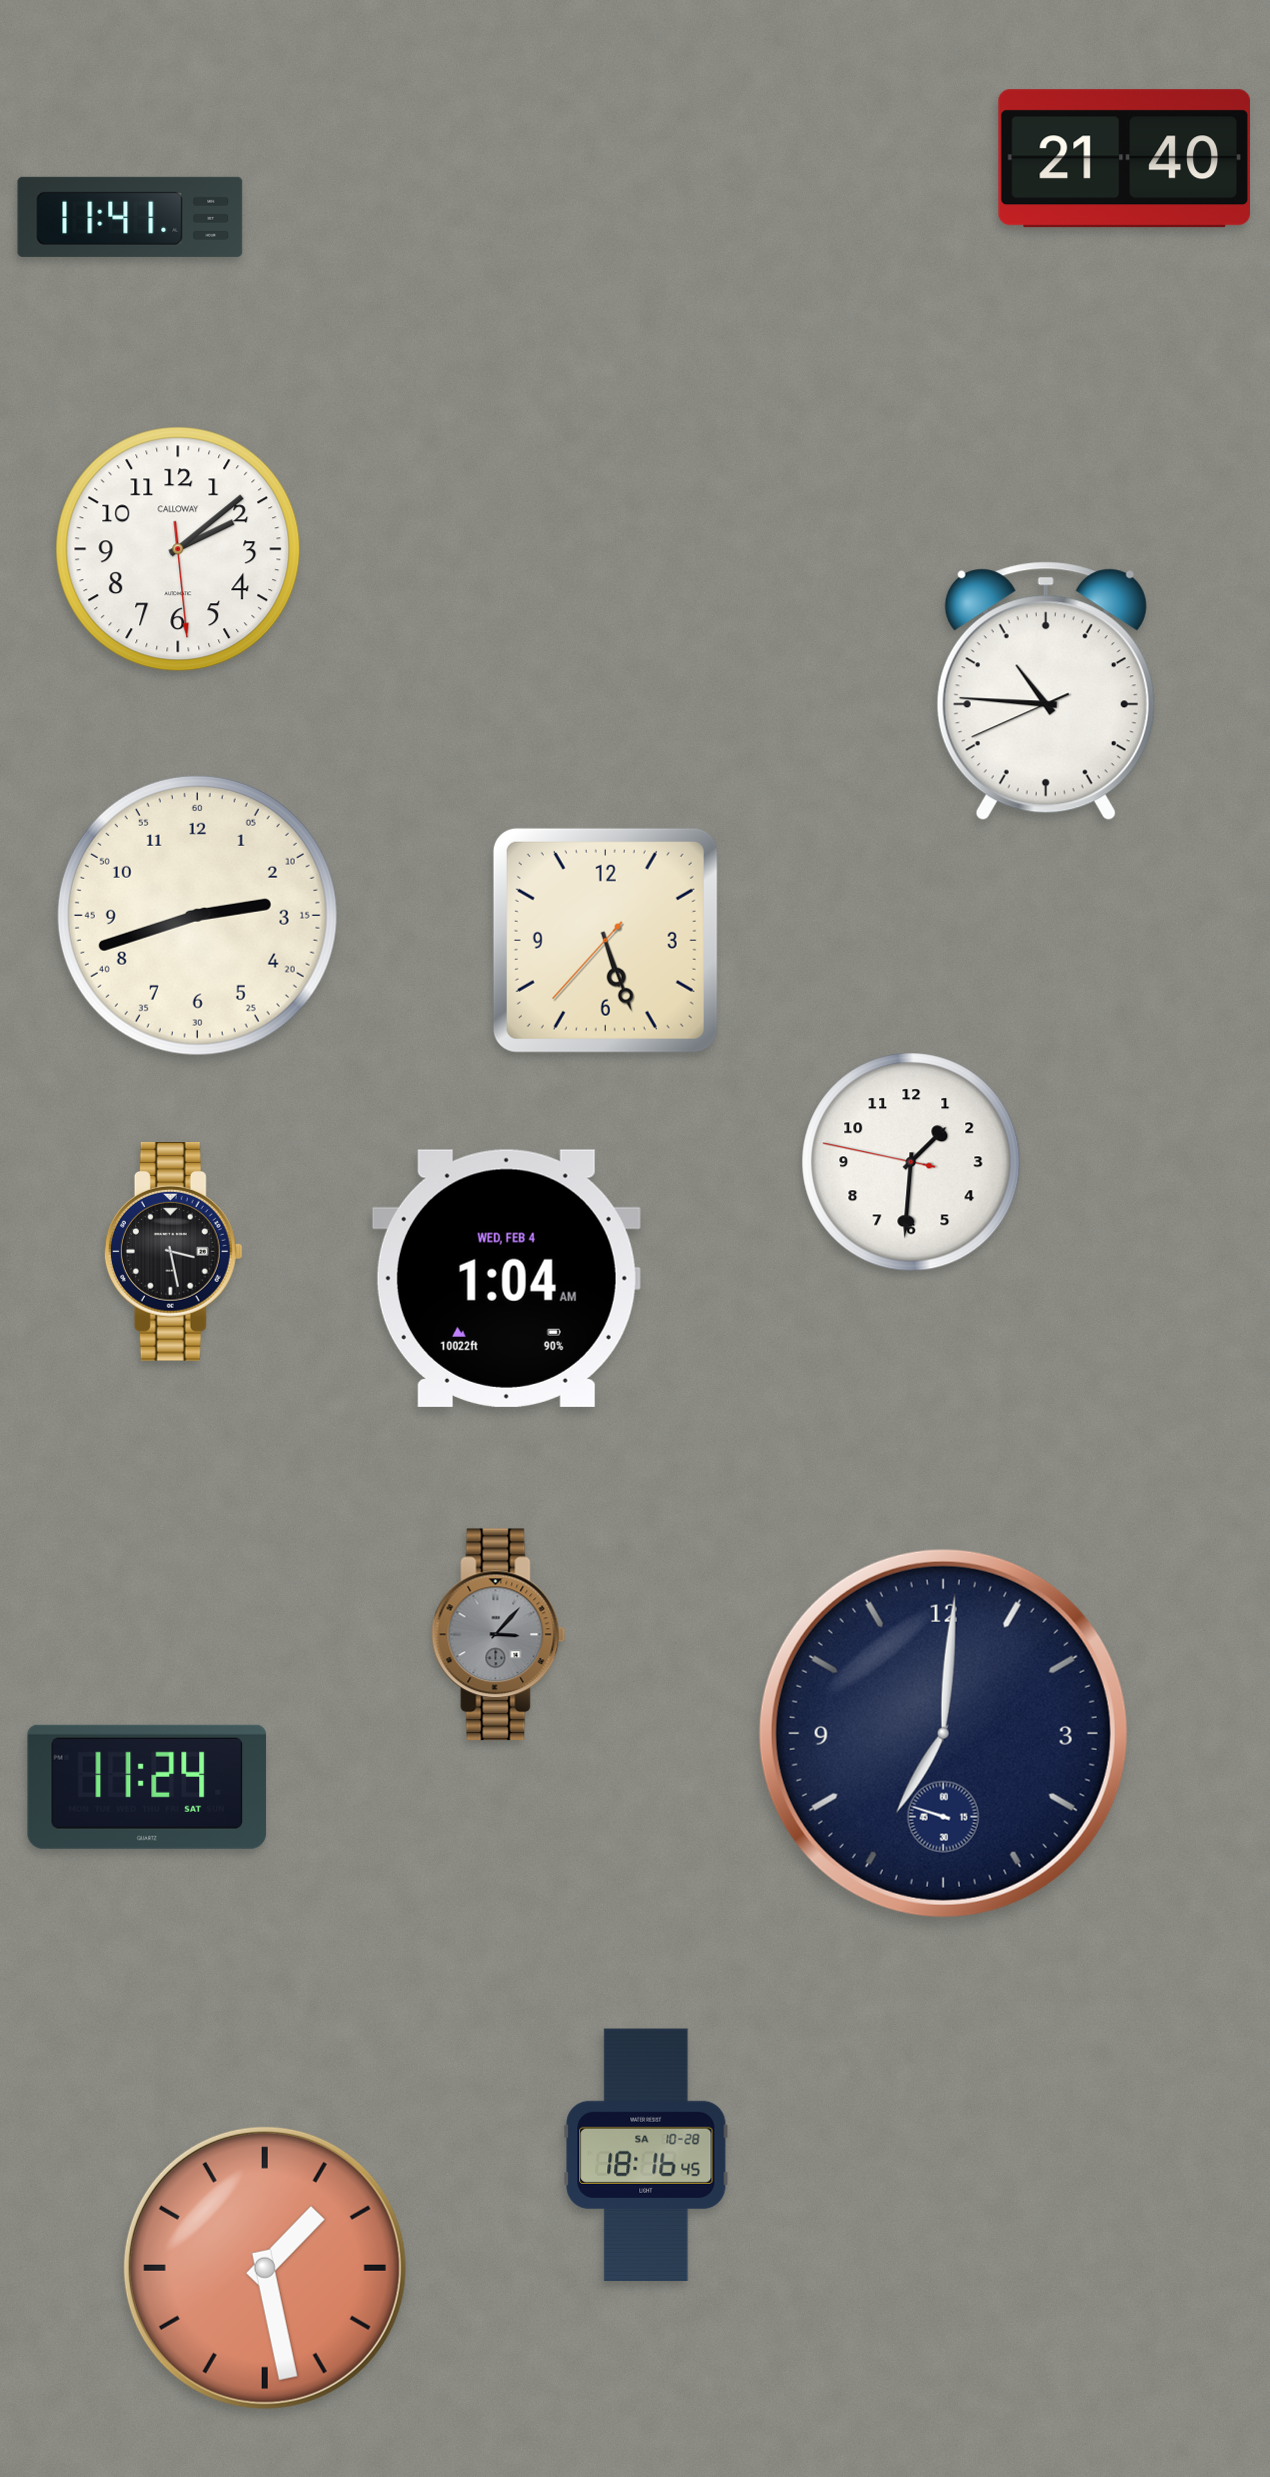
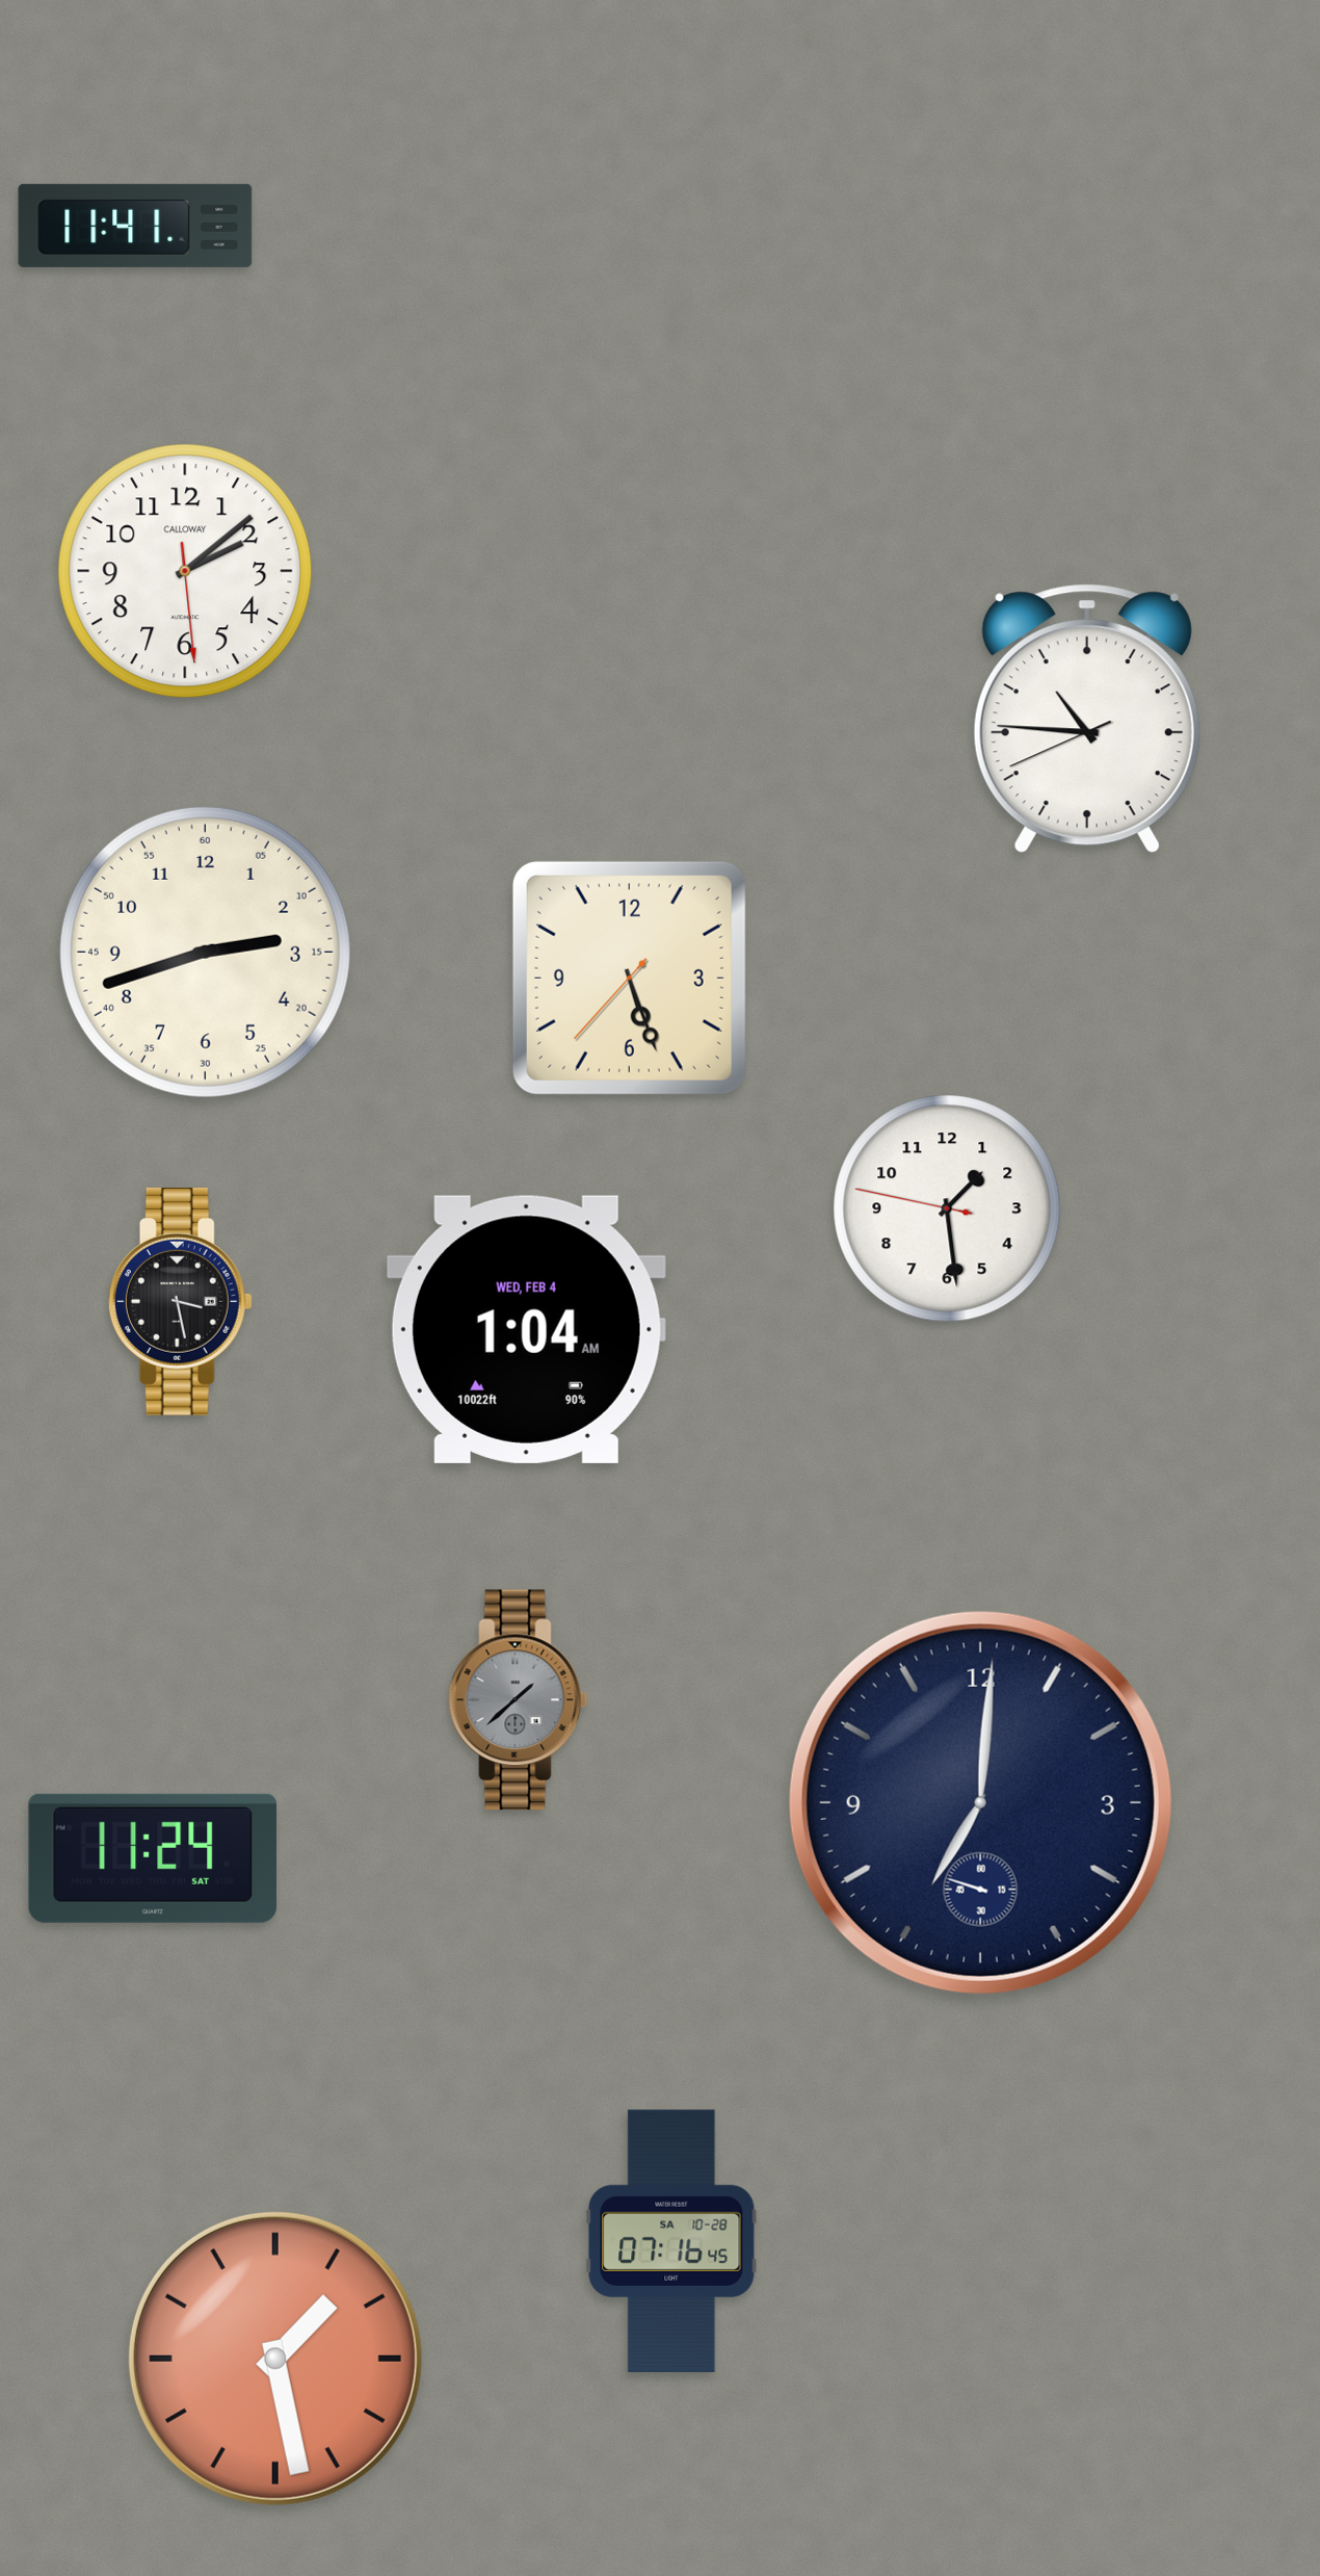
clock at (1124, 159): 21:40 -> none
clock at (911, 1162): 1:30 -> 1:28
clock at (499, 1635): 3:07 -> 1:38
clock at (646, 2154): 18:16 -> 07:16
